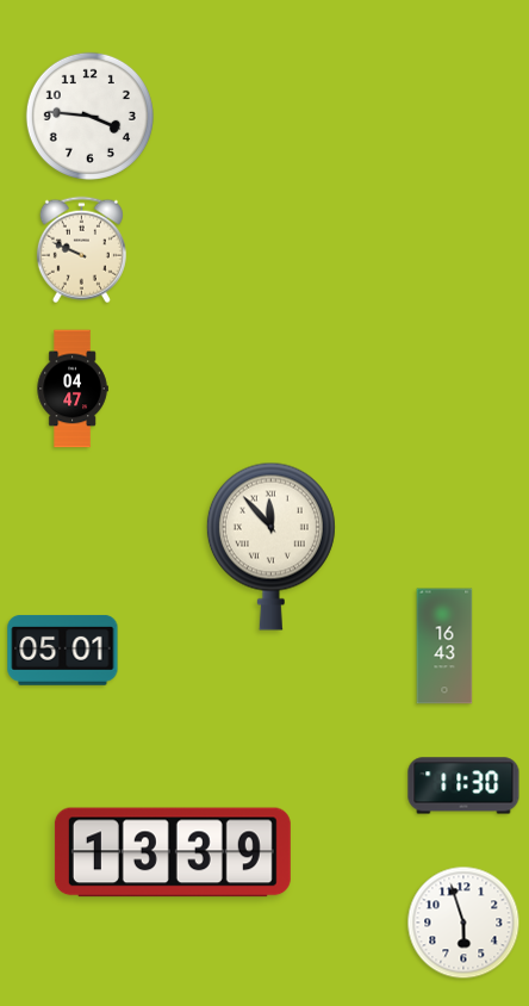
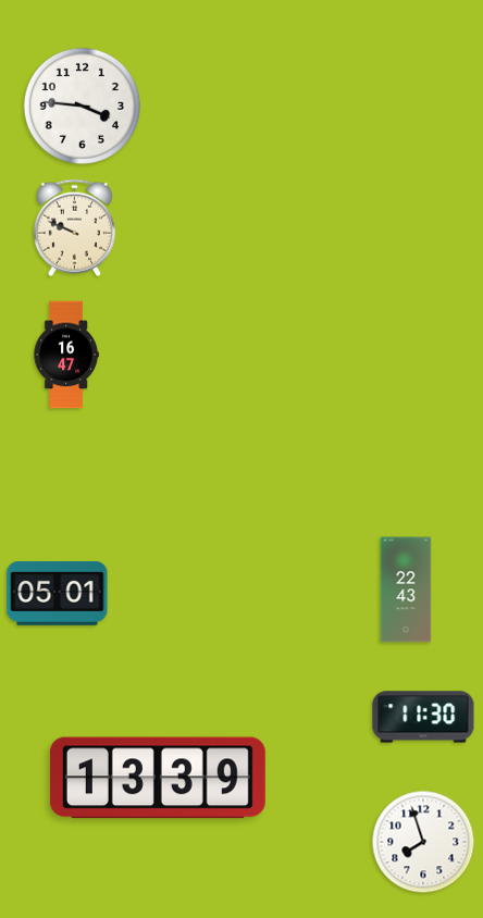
clock at (73, 389): 04:47 -> 16:47
clock at (270, 546): 11:53 -> none
clock at (444, 646): 16:43 -> 22:43
clock at (463, 923): 5:57 -> 7:57
